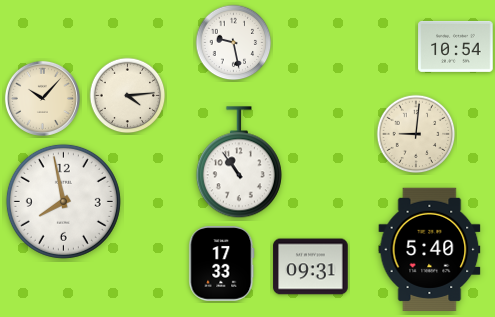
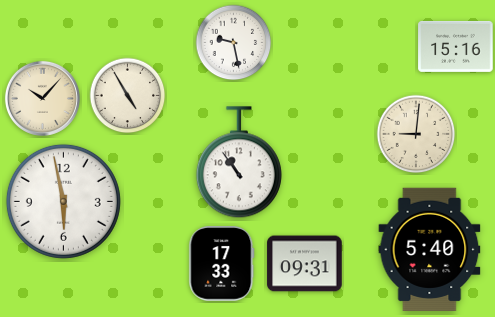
clock at (456, 46): 10:54 -> 15:16
clock at (128, 96): 4:14 -> 4:55
clock at (63, 201): 7:58 -> 5:58
clock at (311, 267) position: (311, 267) -> (305, 264)
